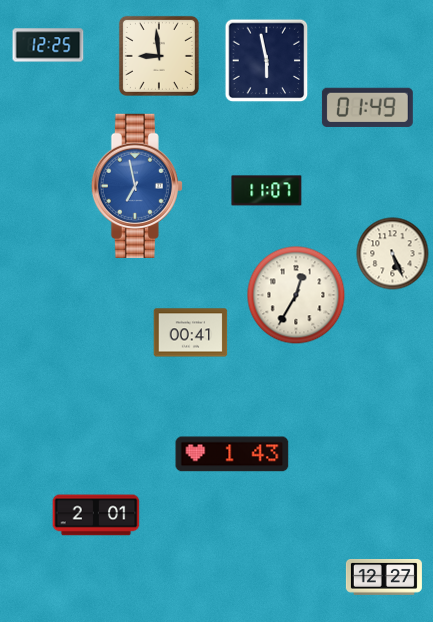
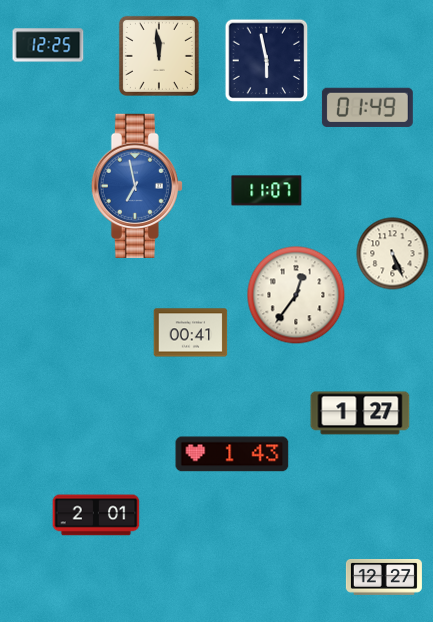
clock at (159, 56): 8:59 -> 11:59
clock at (296, 295): 12:35 -> 12:36
clock at (360, 413): none -> 1:27
